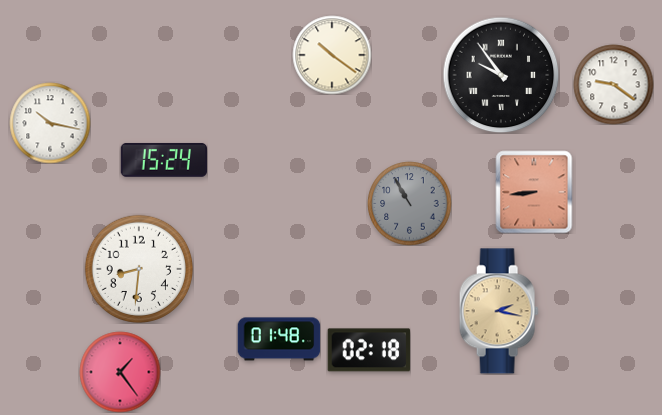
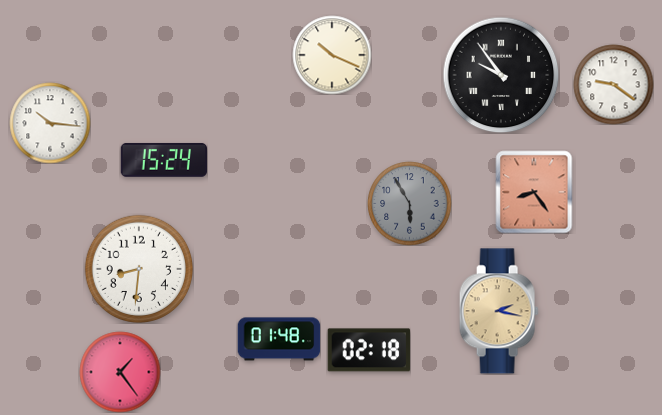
clock at (332, 55): 10:21 -> 10:19
clock at (50, 123): 10:17 -> 10:16
clock at (534, 192): 8:44 -> 8:24
clock at (409, 203): 10:55 -> 5:55
